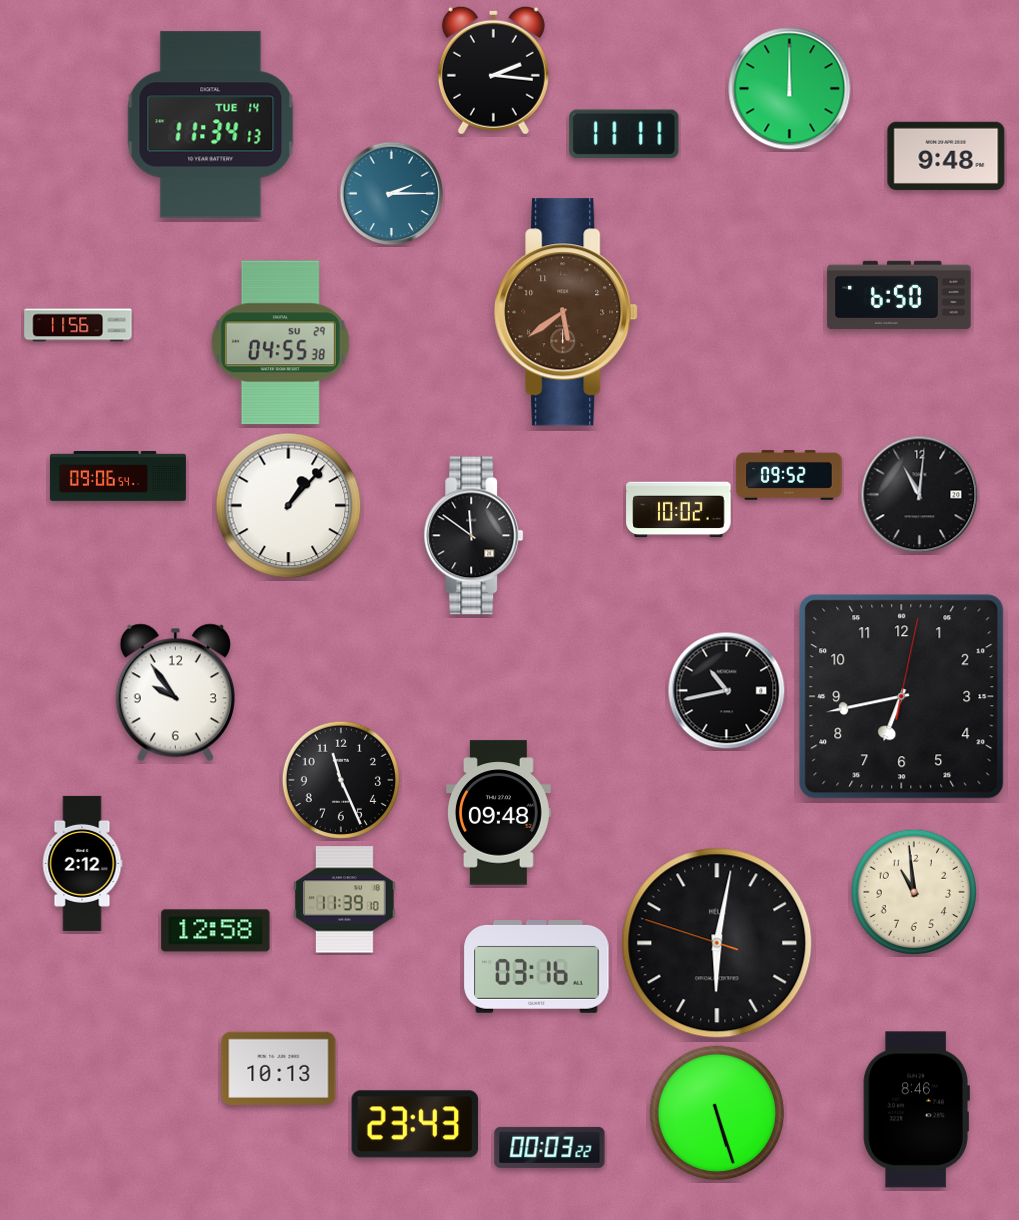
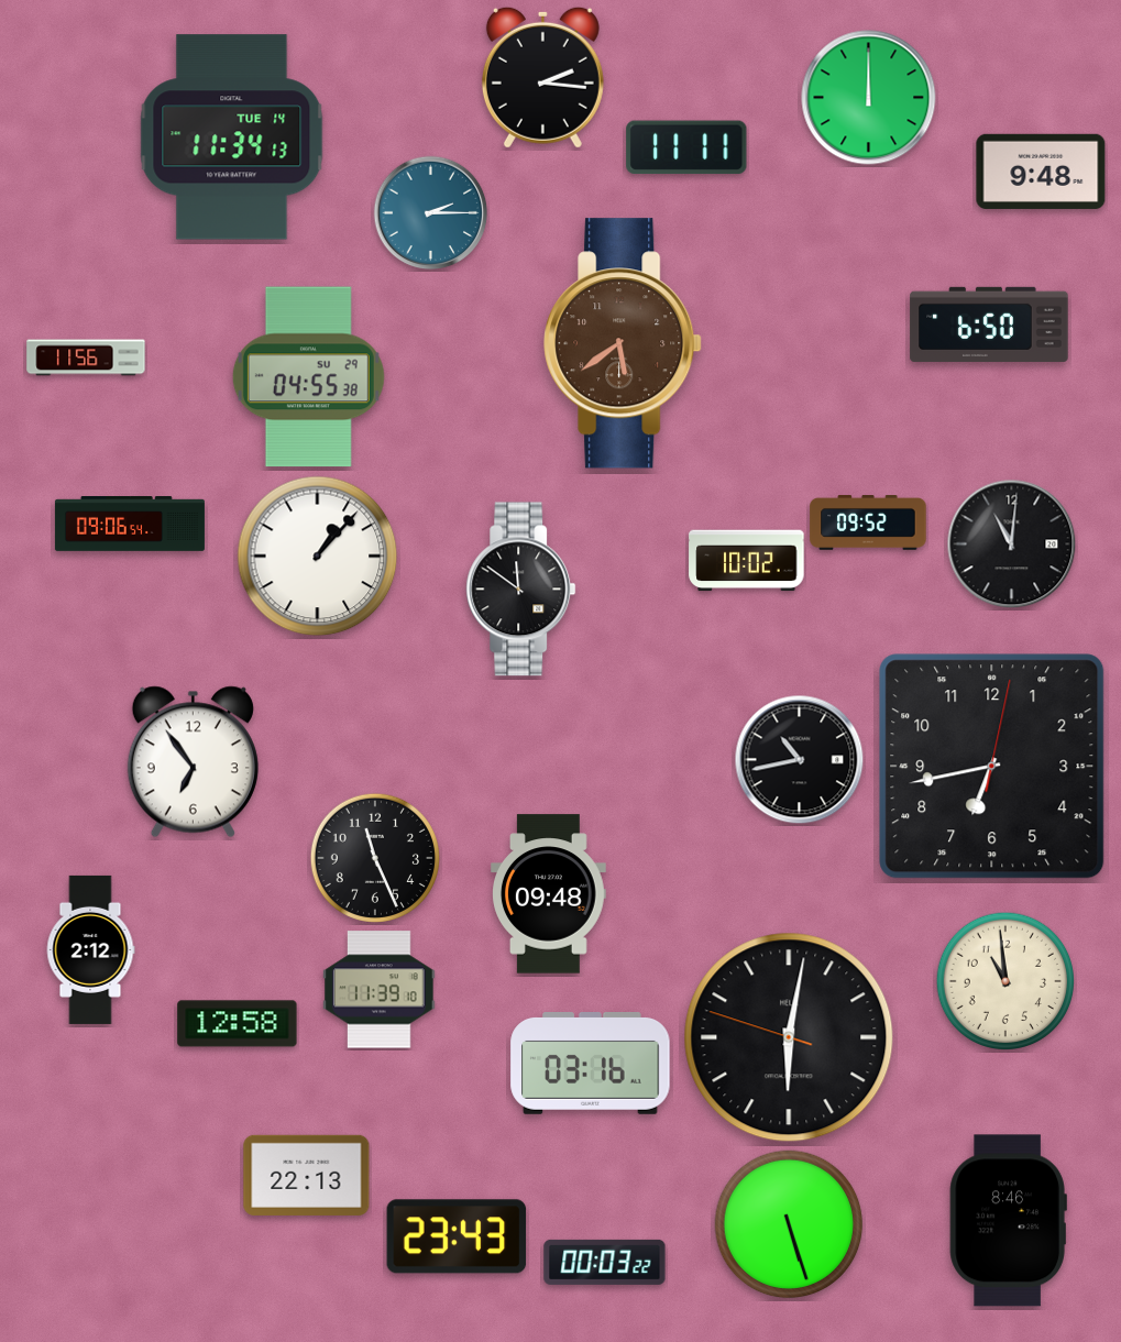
clock at (175, 693): 9:54 -> 6:54
clock at (279, 1068): 10:13 -> 22:13
